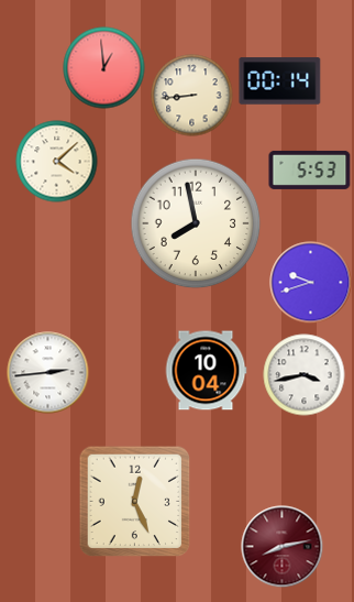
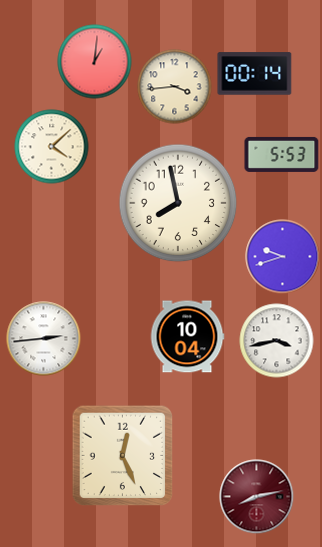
clock at (104, 68): 12:59 -> 1:01
clock at (192, 96): 8:44 -> 3:44
